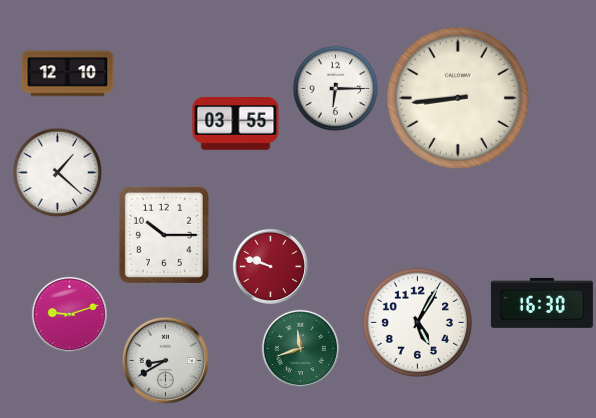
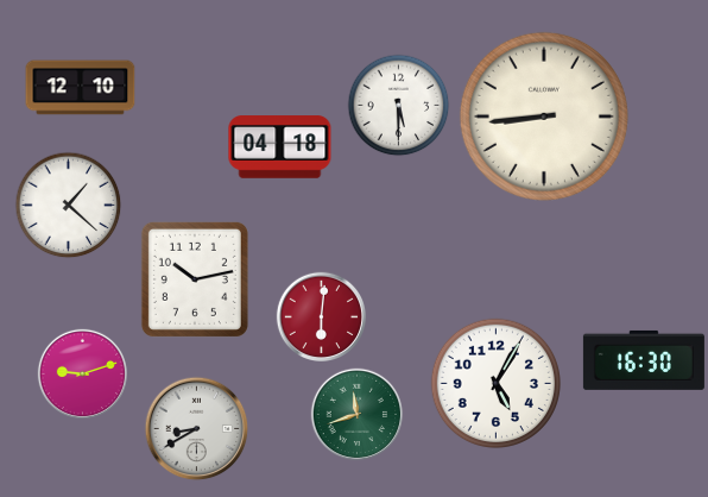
clock at (336, 89): 6:15 -> 5:30
clock at (236, 124): 03:55 -> 04:18
clock at (164, 235): 10:15 -> 10:13
clock at (270, 266): 9:48 -> 6:01
